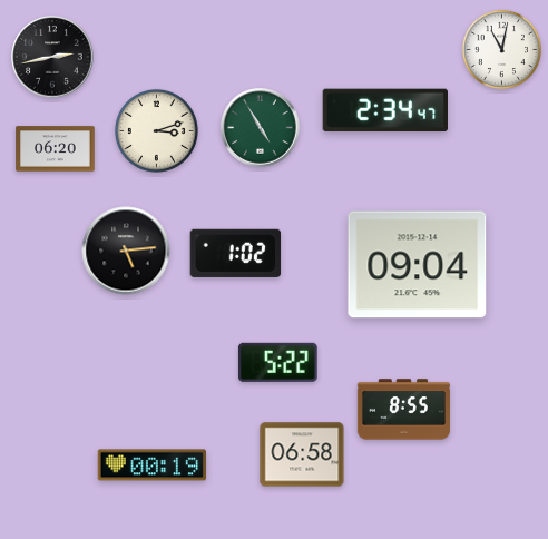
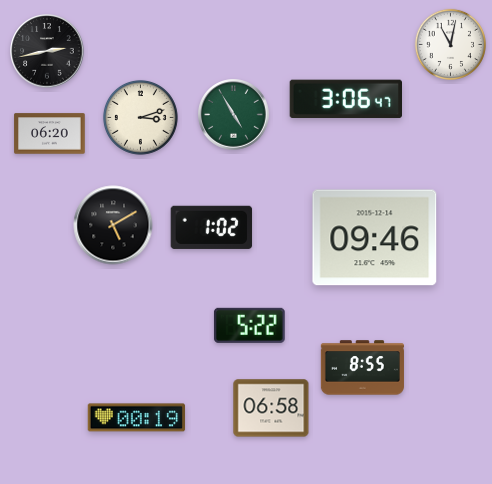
clock at (384, 110): 2:34 -> 3:06
clock at (126, 251): 5:14 -> 5:10
clock at (418, 265): 09:04 -> 09:46
